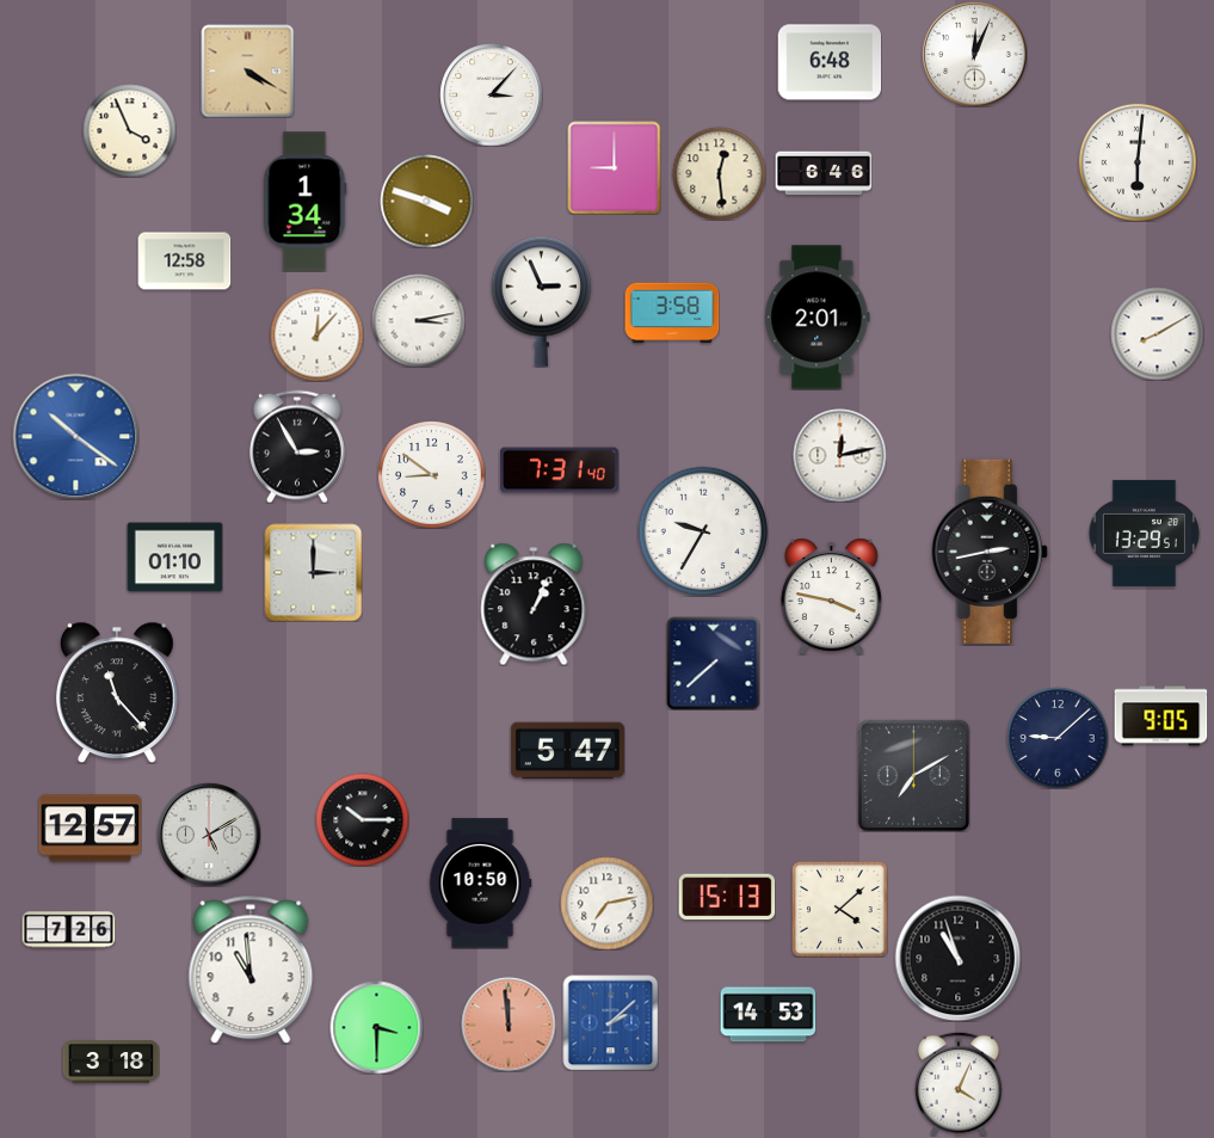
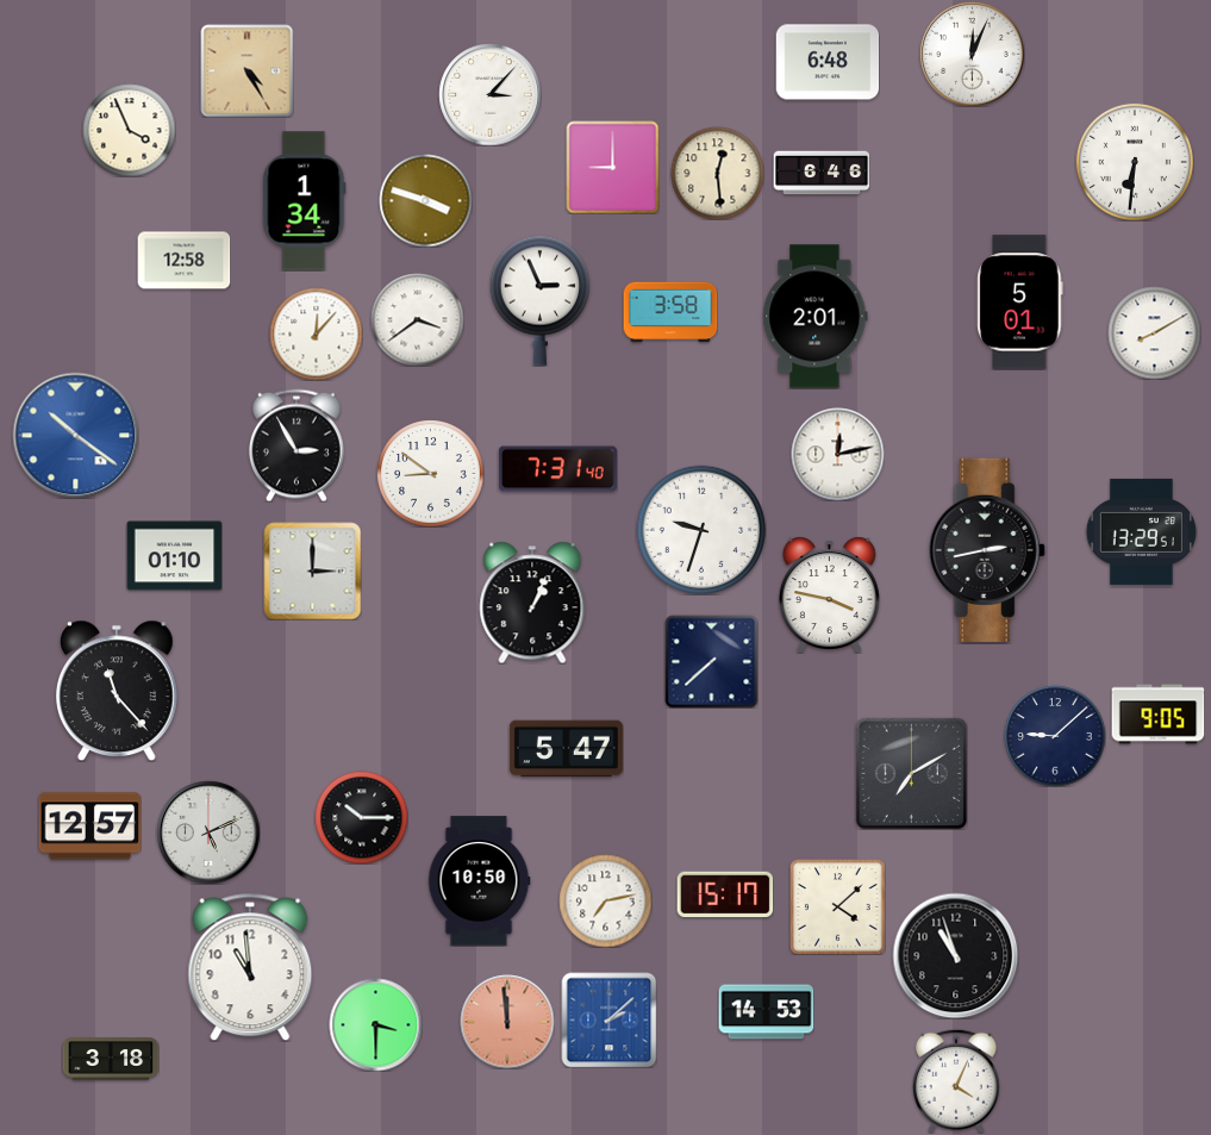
clock at (247, 70): 4:20 -> 4:25
clock at (1138, 162): 6:01 -> 6:31
clock at (1020, 303): none -> 5:01
clock at (418, 320): 3:13 -> 3:39
clock at (703, 531): 9:35 -> 9:33
clock at (209, 835): 5:10 -> 5:11
clock at (727, 897): 15:13 -> 15:17
clock at (68, 930): 7:26 -> none
